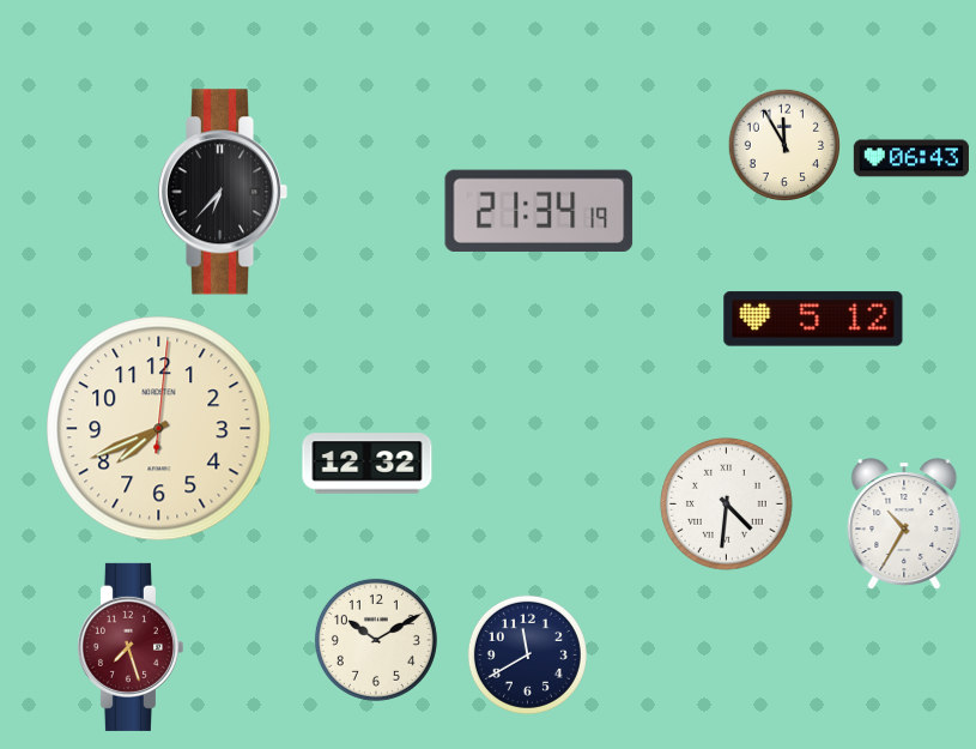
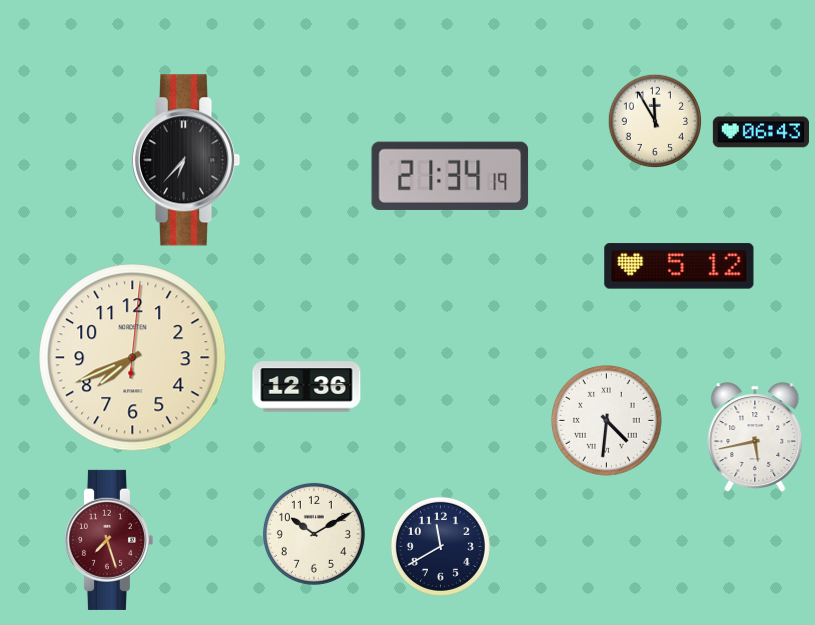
clock at (368, 464): 12:32 -> 12:36
clock at (904, 524): 10:35 -> 5:43
